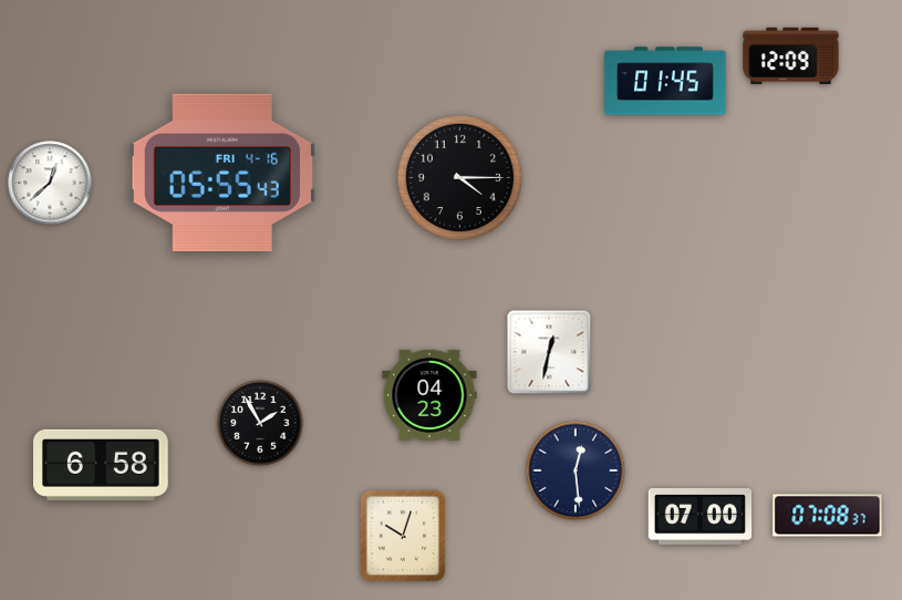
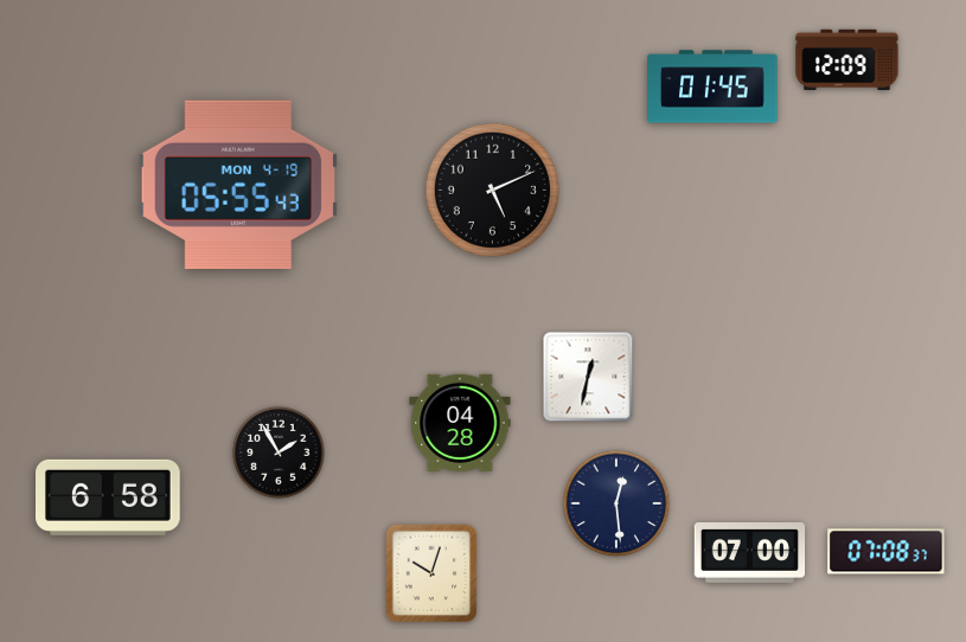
clock at (222, 173) date: FRI 4-16 -> MON 4-19
clock at (459, 177): 4:15 -> 5:11
clock at (50, 183): 12:38 -> none
clock at (429, 395): 04:23 -> 04:28
